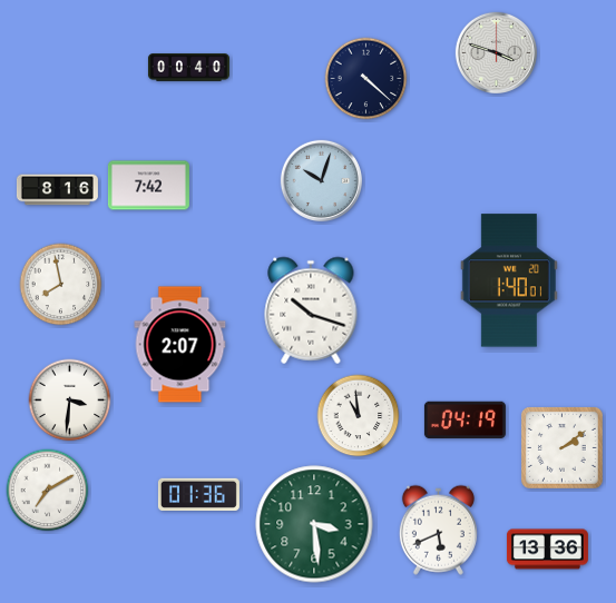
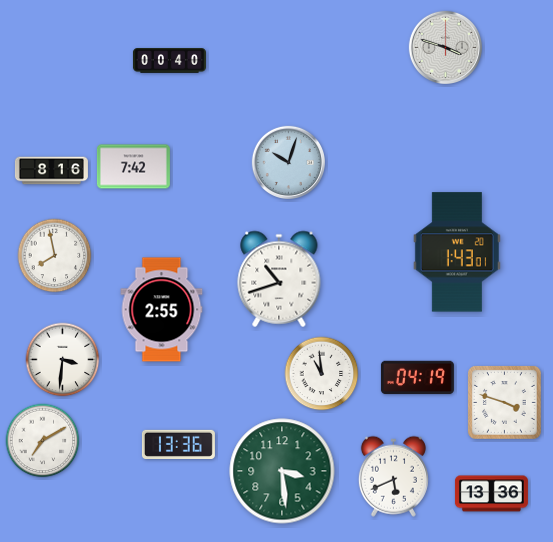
clock at (366, 79): 4:22 -> none
clock at (509, 280): 1:40 -> 1:43
clock at (311, 310): 10:18 -> 10:42
clock at (180, 345): 2:07 -> 2:55
clock at (563, 448): 2:09 -> 3:48
clock at (198, 494): 01:36 -> 13:36
